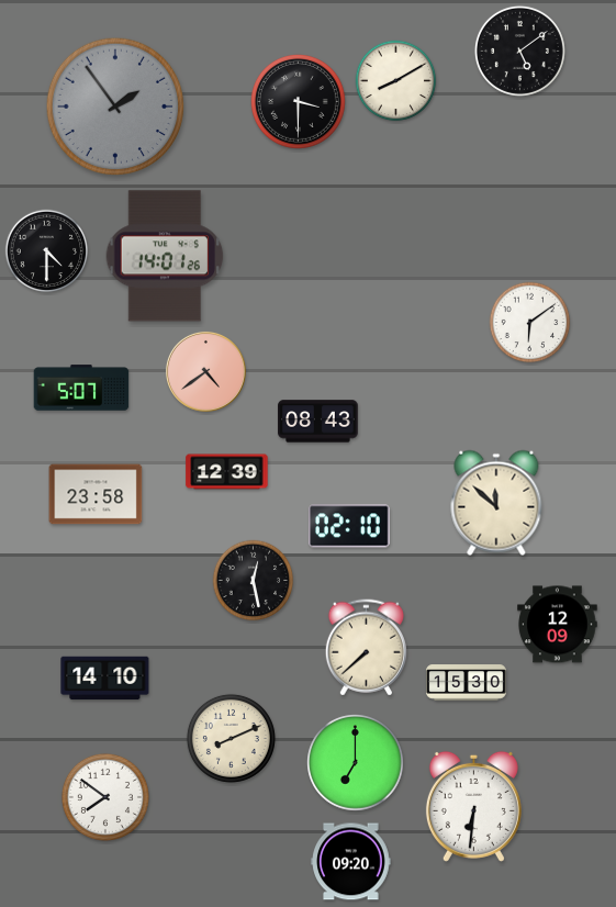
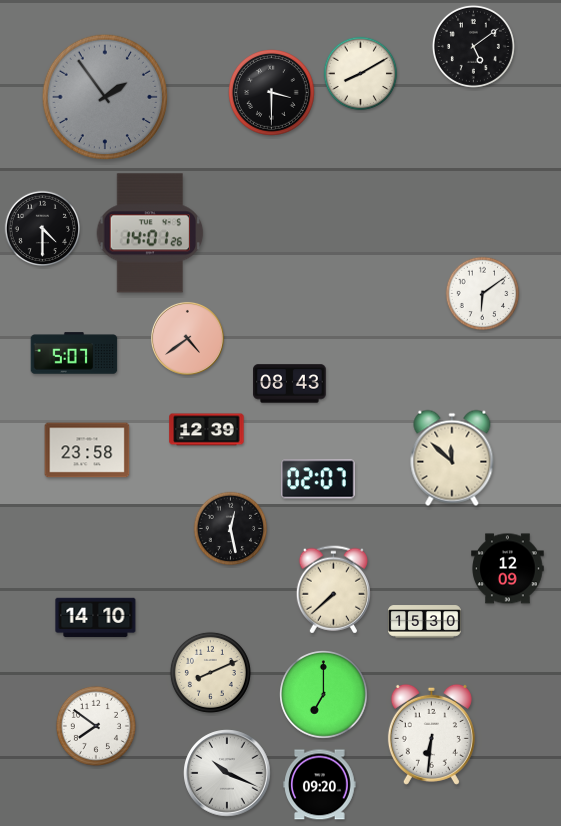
clock at (349, 526): 02:10 -> 02:07
clock at (227, 773): none -> 10:19
